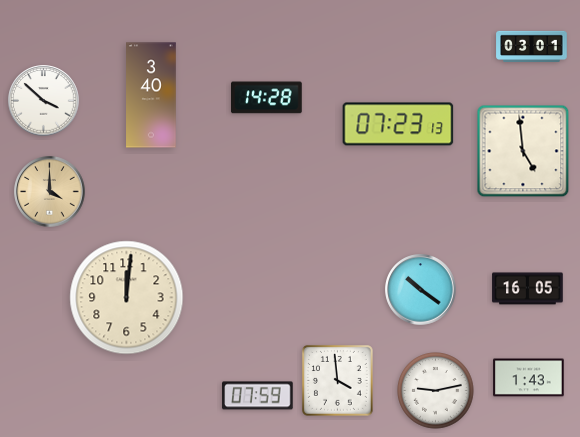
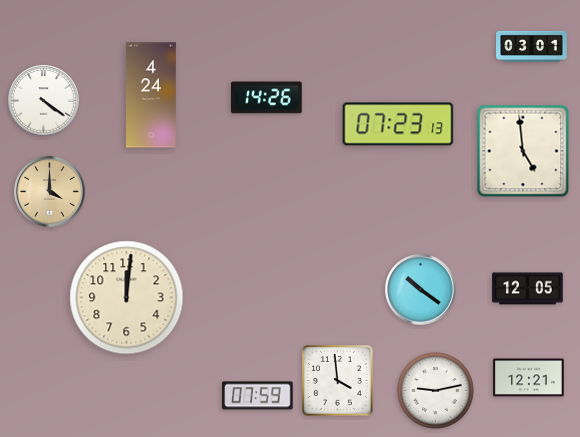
clock at (151, 95): 3:40 -> 4:24
clock at (267, 98): 14:28 -> 14:26
clock at (44, 101): 3:52 -> 4:21
clock at (528, 289): 16:05 -> 12:05
clock at (529, 378): 1:43 -> 12:21
